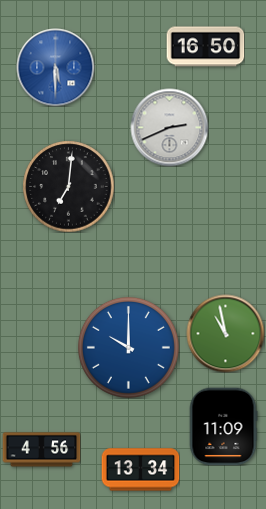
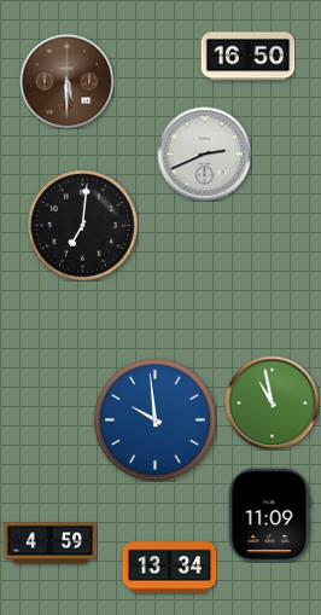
clock at (55, 67) dial: blue -> brown
clock at (128, 347): 10:00 -> 9:59
clock at (41, 450): 4:56 -> 4:59
